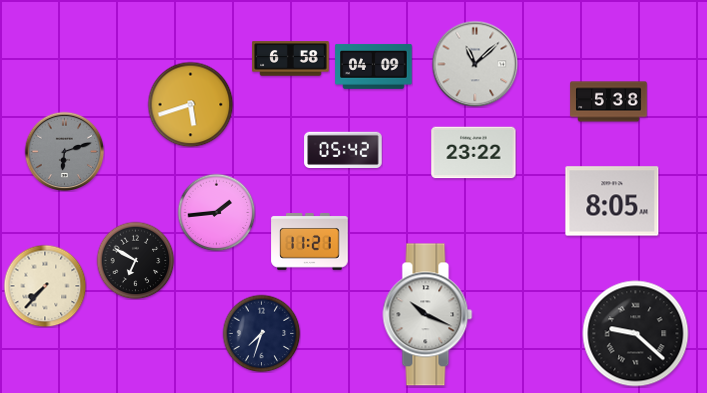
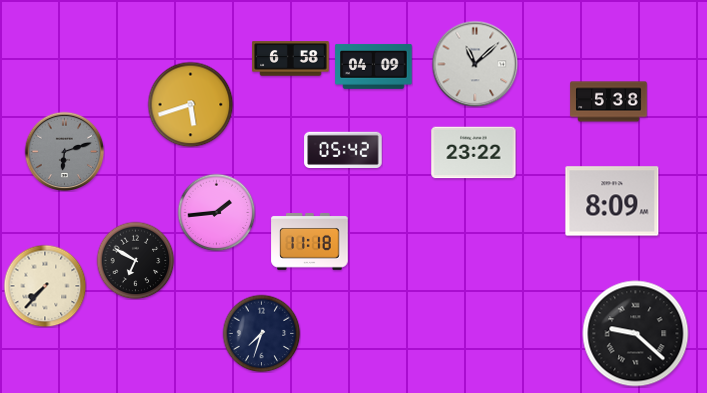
clock at (612, 201): 8:05 -> 8:09
clock at (310, 242): 11:21 -> 11:18
clock at (428, 315): 10:19 -> none
